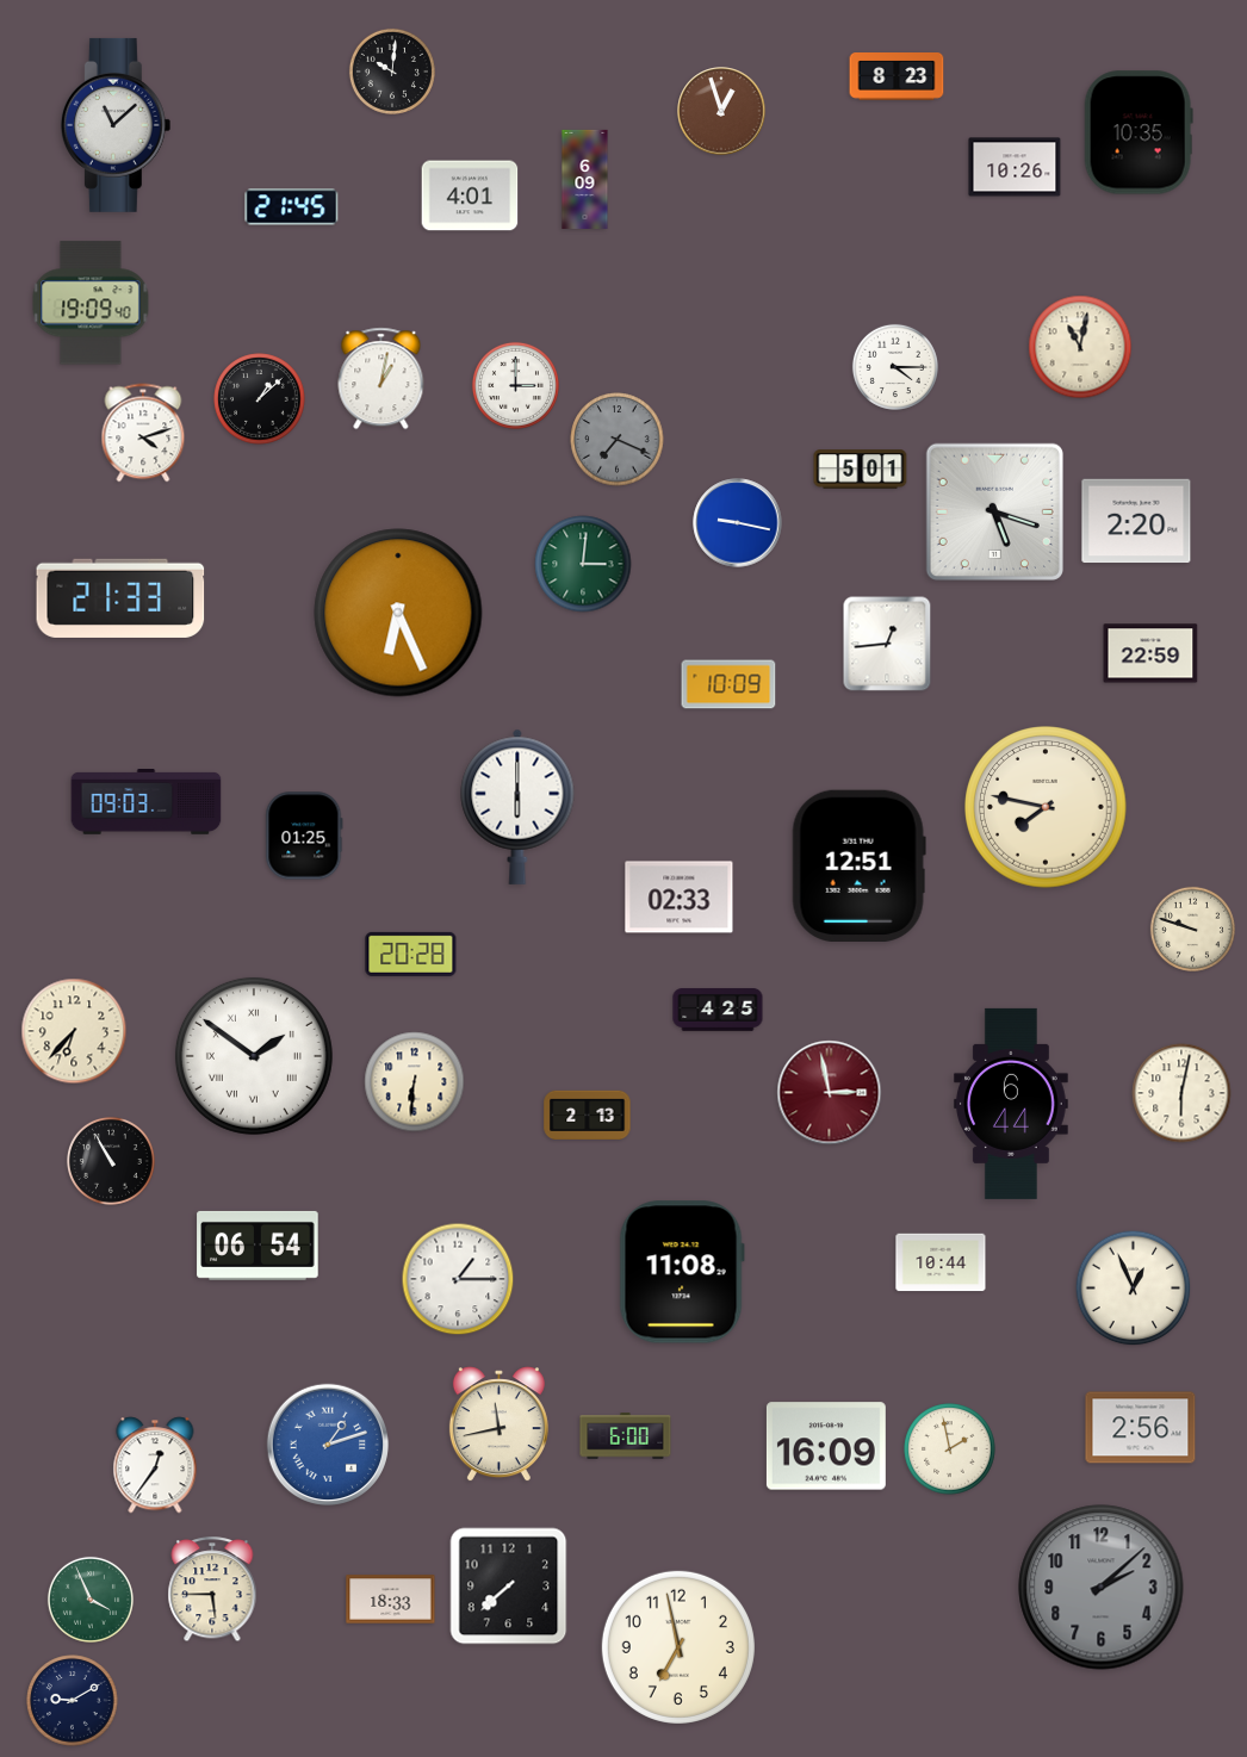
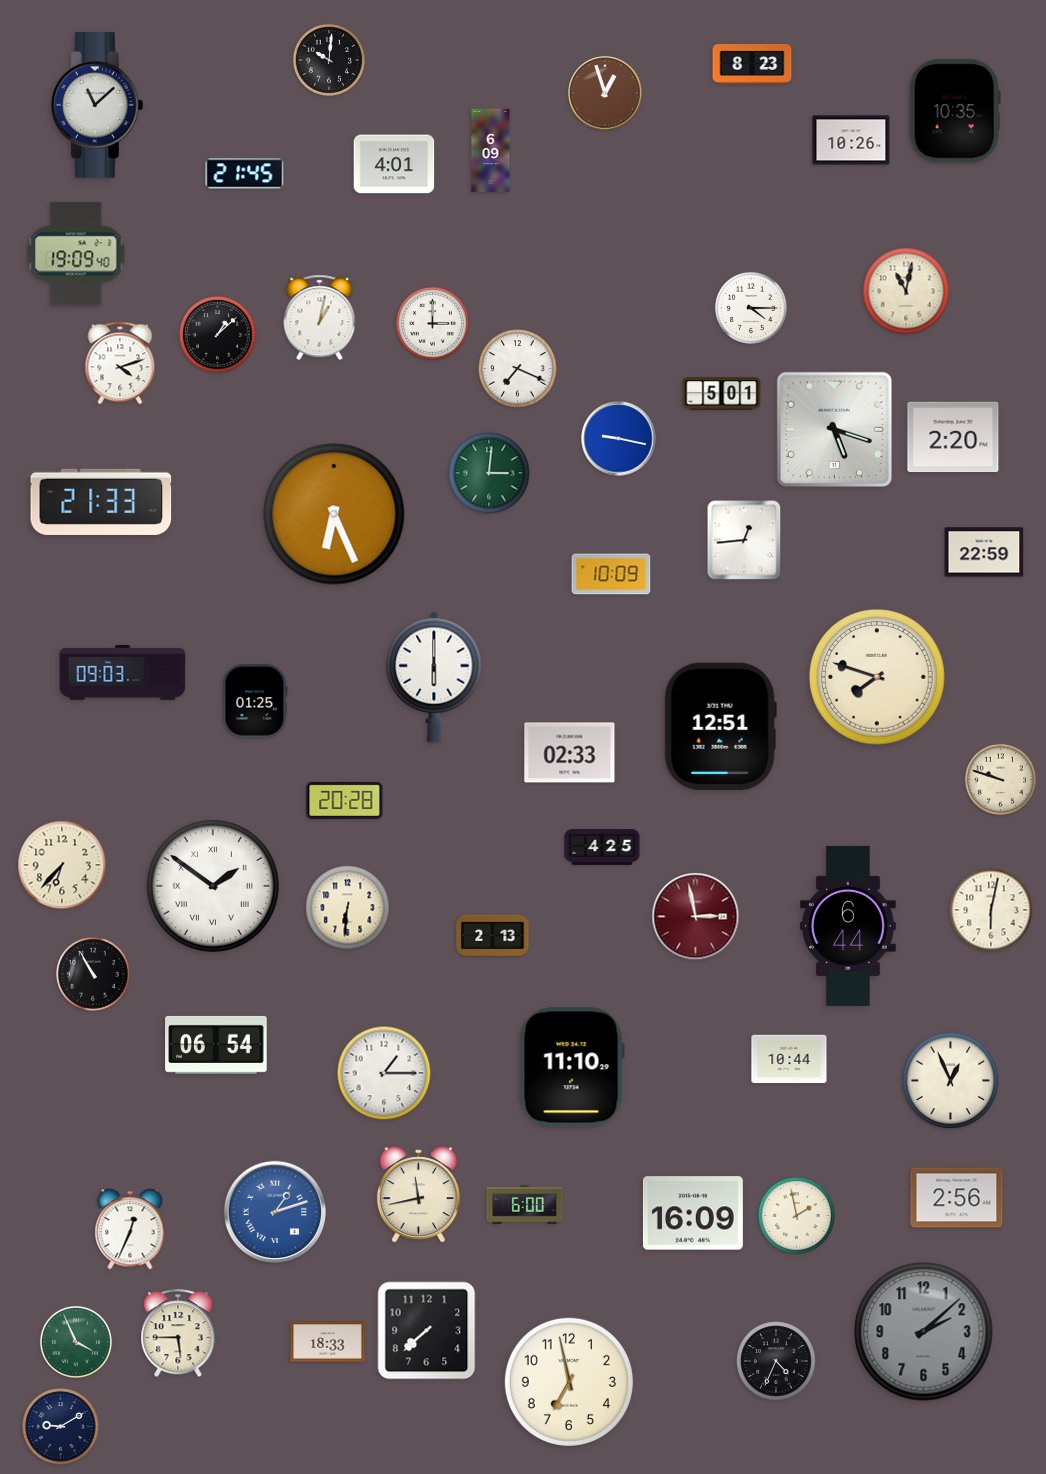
clock at (618, 440) dial: grey -> white
clock at (1150, 653) position: (1150, 653) -> (984, 552)
clock at (1046, 807): 7:47 -> 7:48
clock at (1181, 1093) position: (1181, 1093) -> (991, 910)
clock at (682, 1272): 11:08 -> 11:10
clock at (155, 1465): 12:36 -> 12:34
clock at (776, 1361): none -> 4:34
